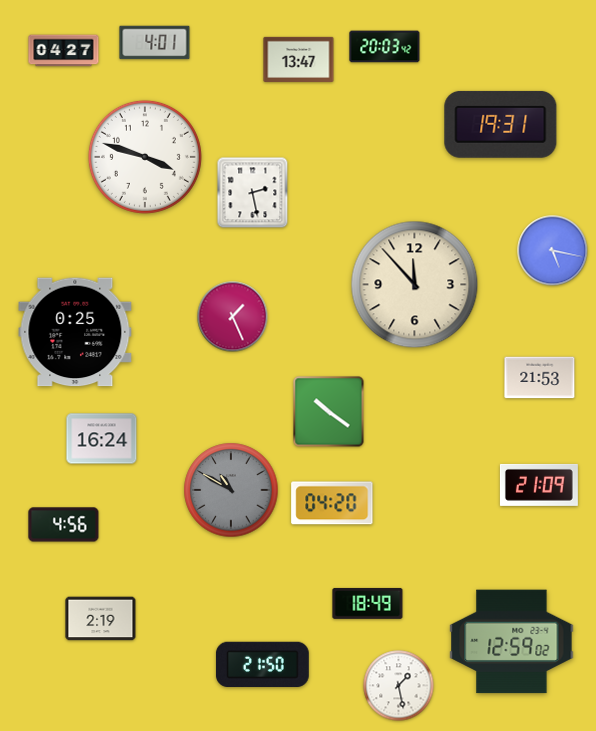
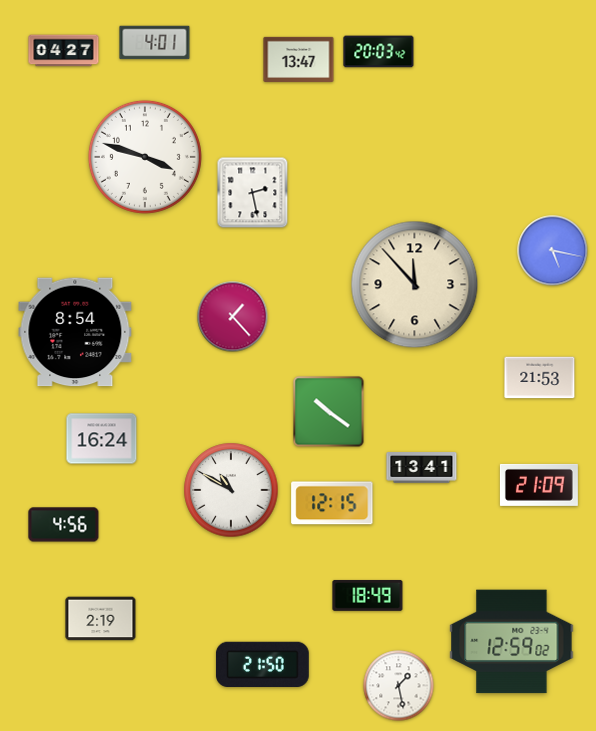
clock at (385, 47) position: (385, 47) -> (379, 52)
clock at (501, 124): 19:31 -> none
clock at (233, 317): 1:26 -> 1:23
clock at (75, 332): 0:25 -> 8:54
clock at (422, 468): none -> 13:41
clock at (231, 490) dial: grey -> white
clock at (332, 503): 04:20 -> 12:15
clock at (368, 604) position: (368, 604) -> (368, 596)
